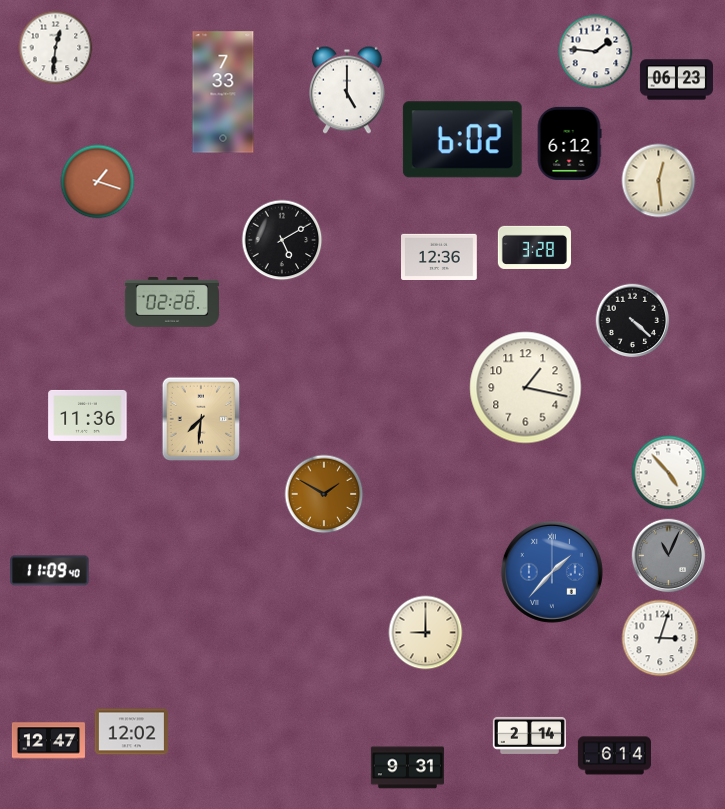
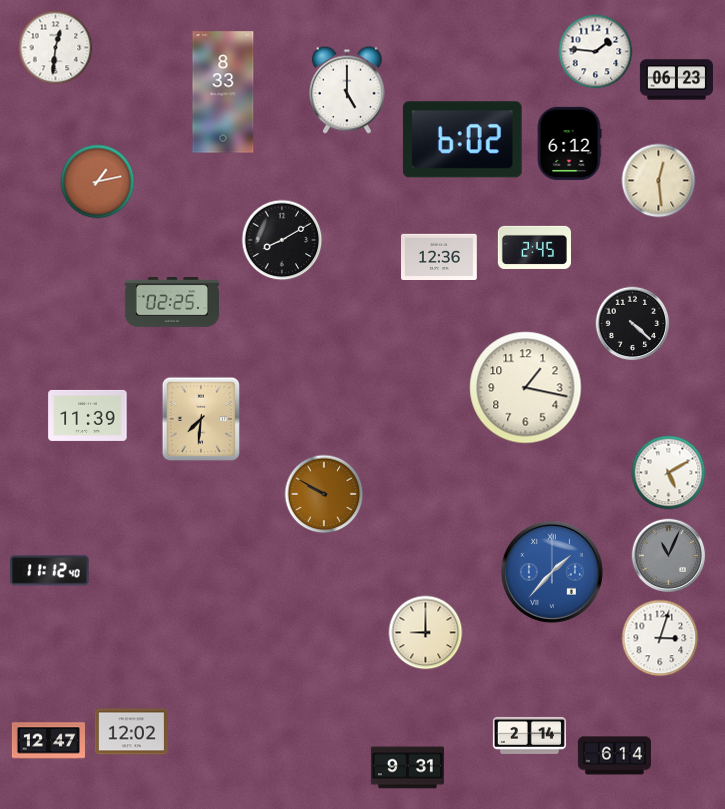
clock at (223, 92): 7:33 -> 8:33
clock at (98, 182): 1:18 -> 1:13
clock at (282, 240): 5:10 -> 8:10
clock at (534, 247): 3:28 -> 2:45
clock at (172, 303): 02:28 -> 02:25
clock at (633, 321) position: (633, 321) -> (633, 324)
clock at (88, 415): 11:36 -> 11:39
clock at (669, 473): 4:53 -> 5:10
clock at (324, 494): 1:50 -> 9:50
clock at (50, 571): 11:09 -> 11:12
